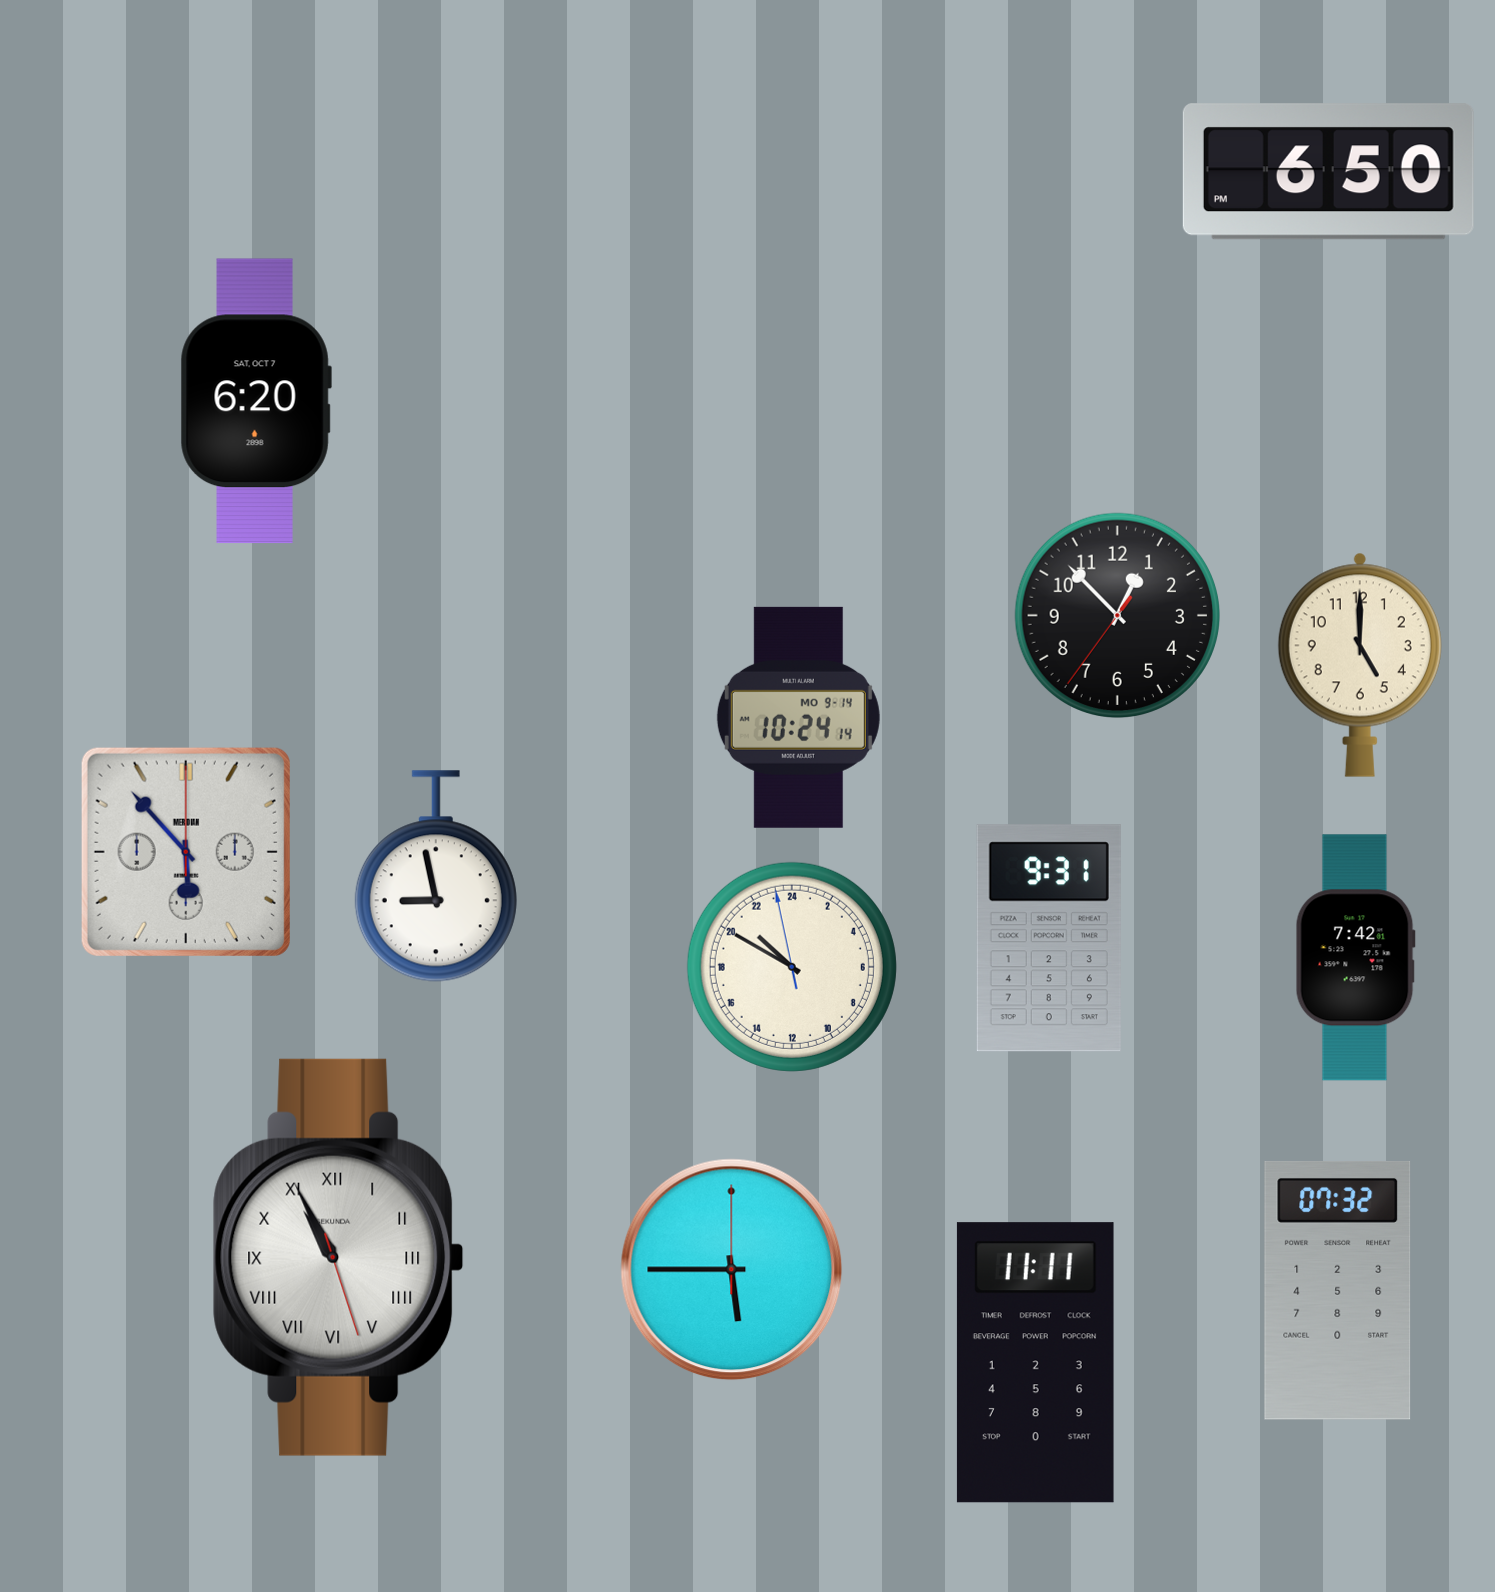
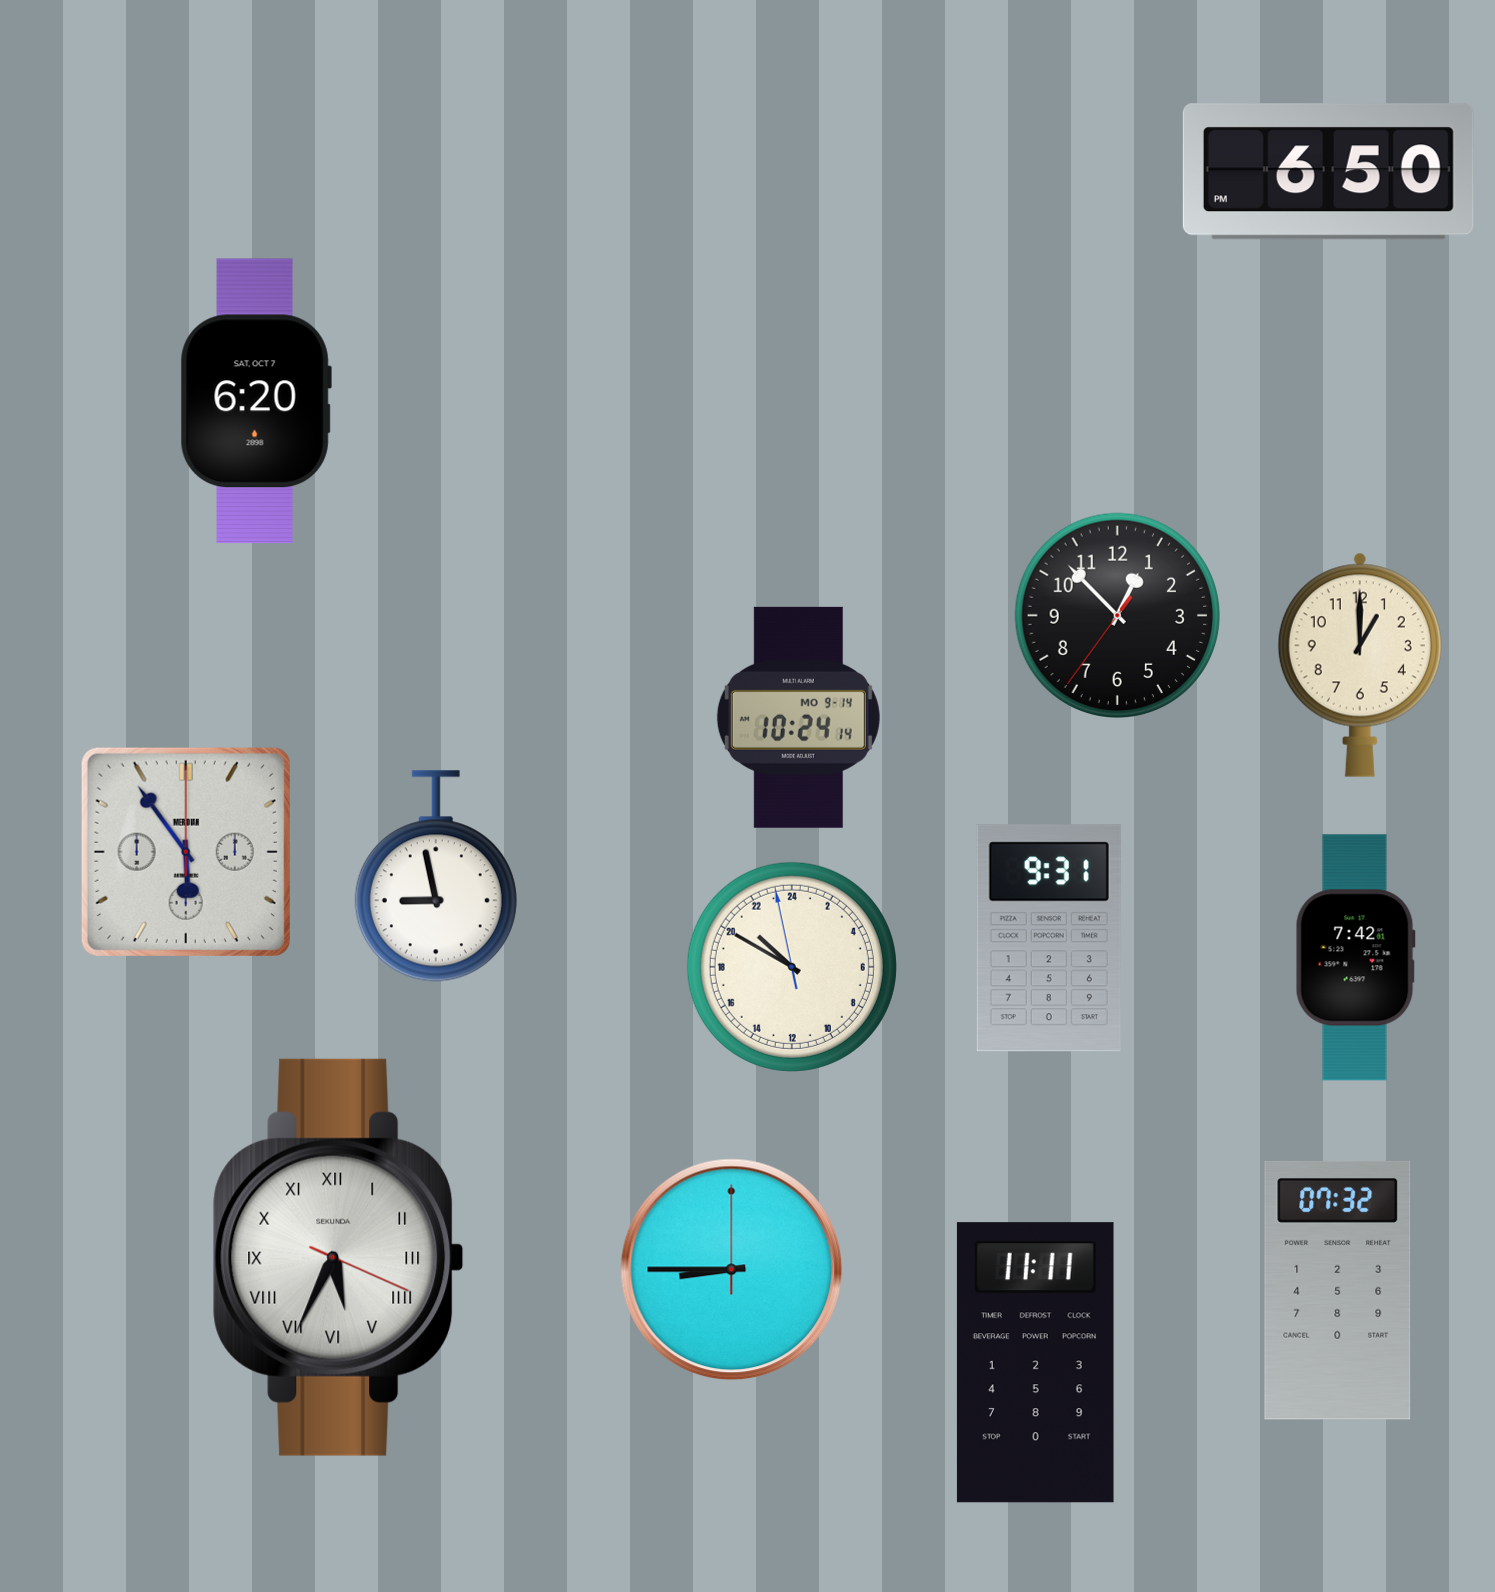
clock at (1360, 665): 5:00 -> 1:00
clock at (186, 852): 5:53 -> 5:54
clock at (339, 1257): 10:55 -> 5:34
clock at (732, 1270): 5:45 -> 8:45
